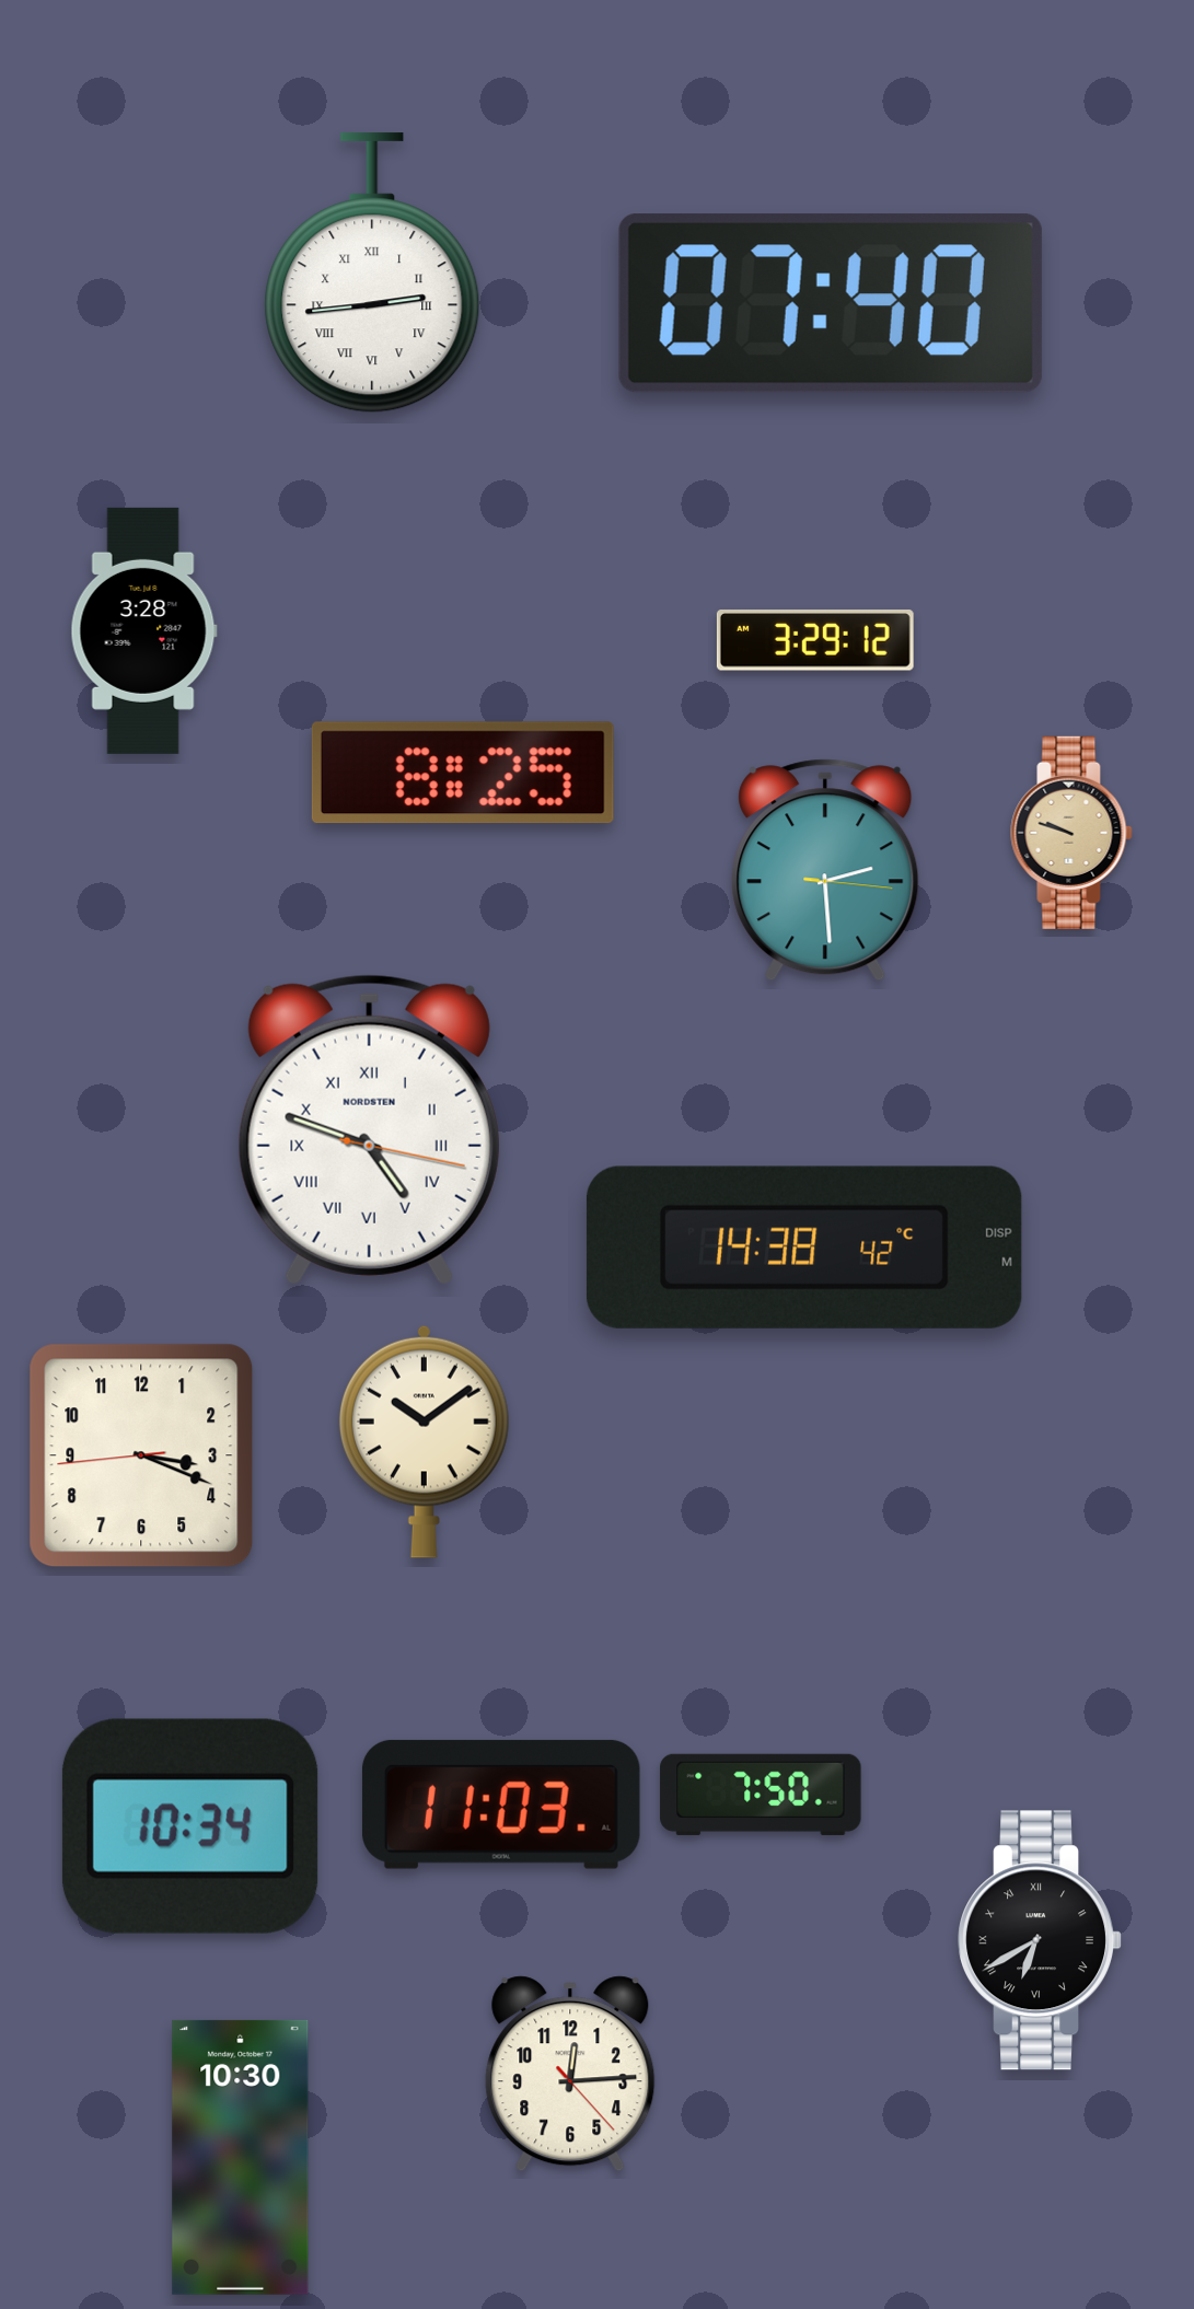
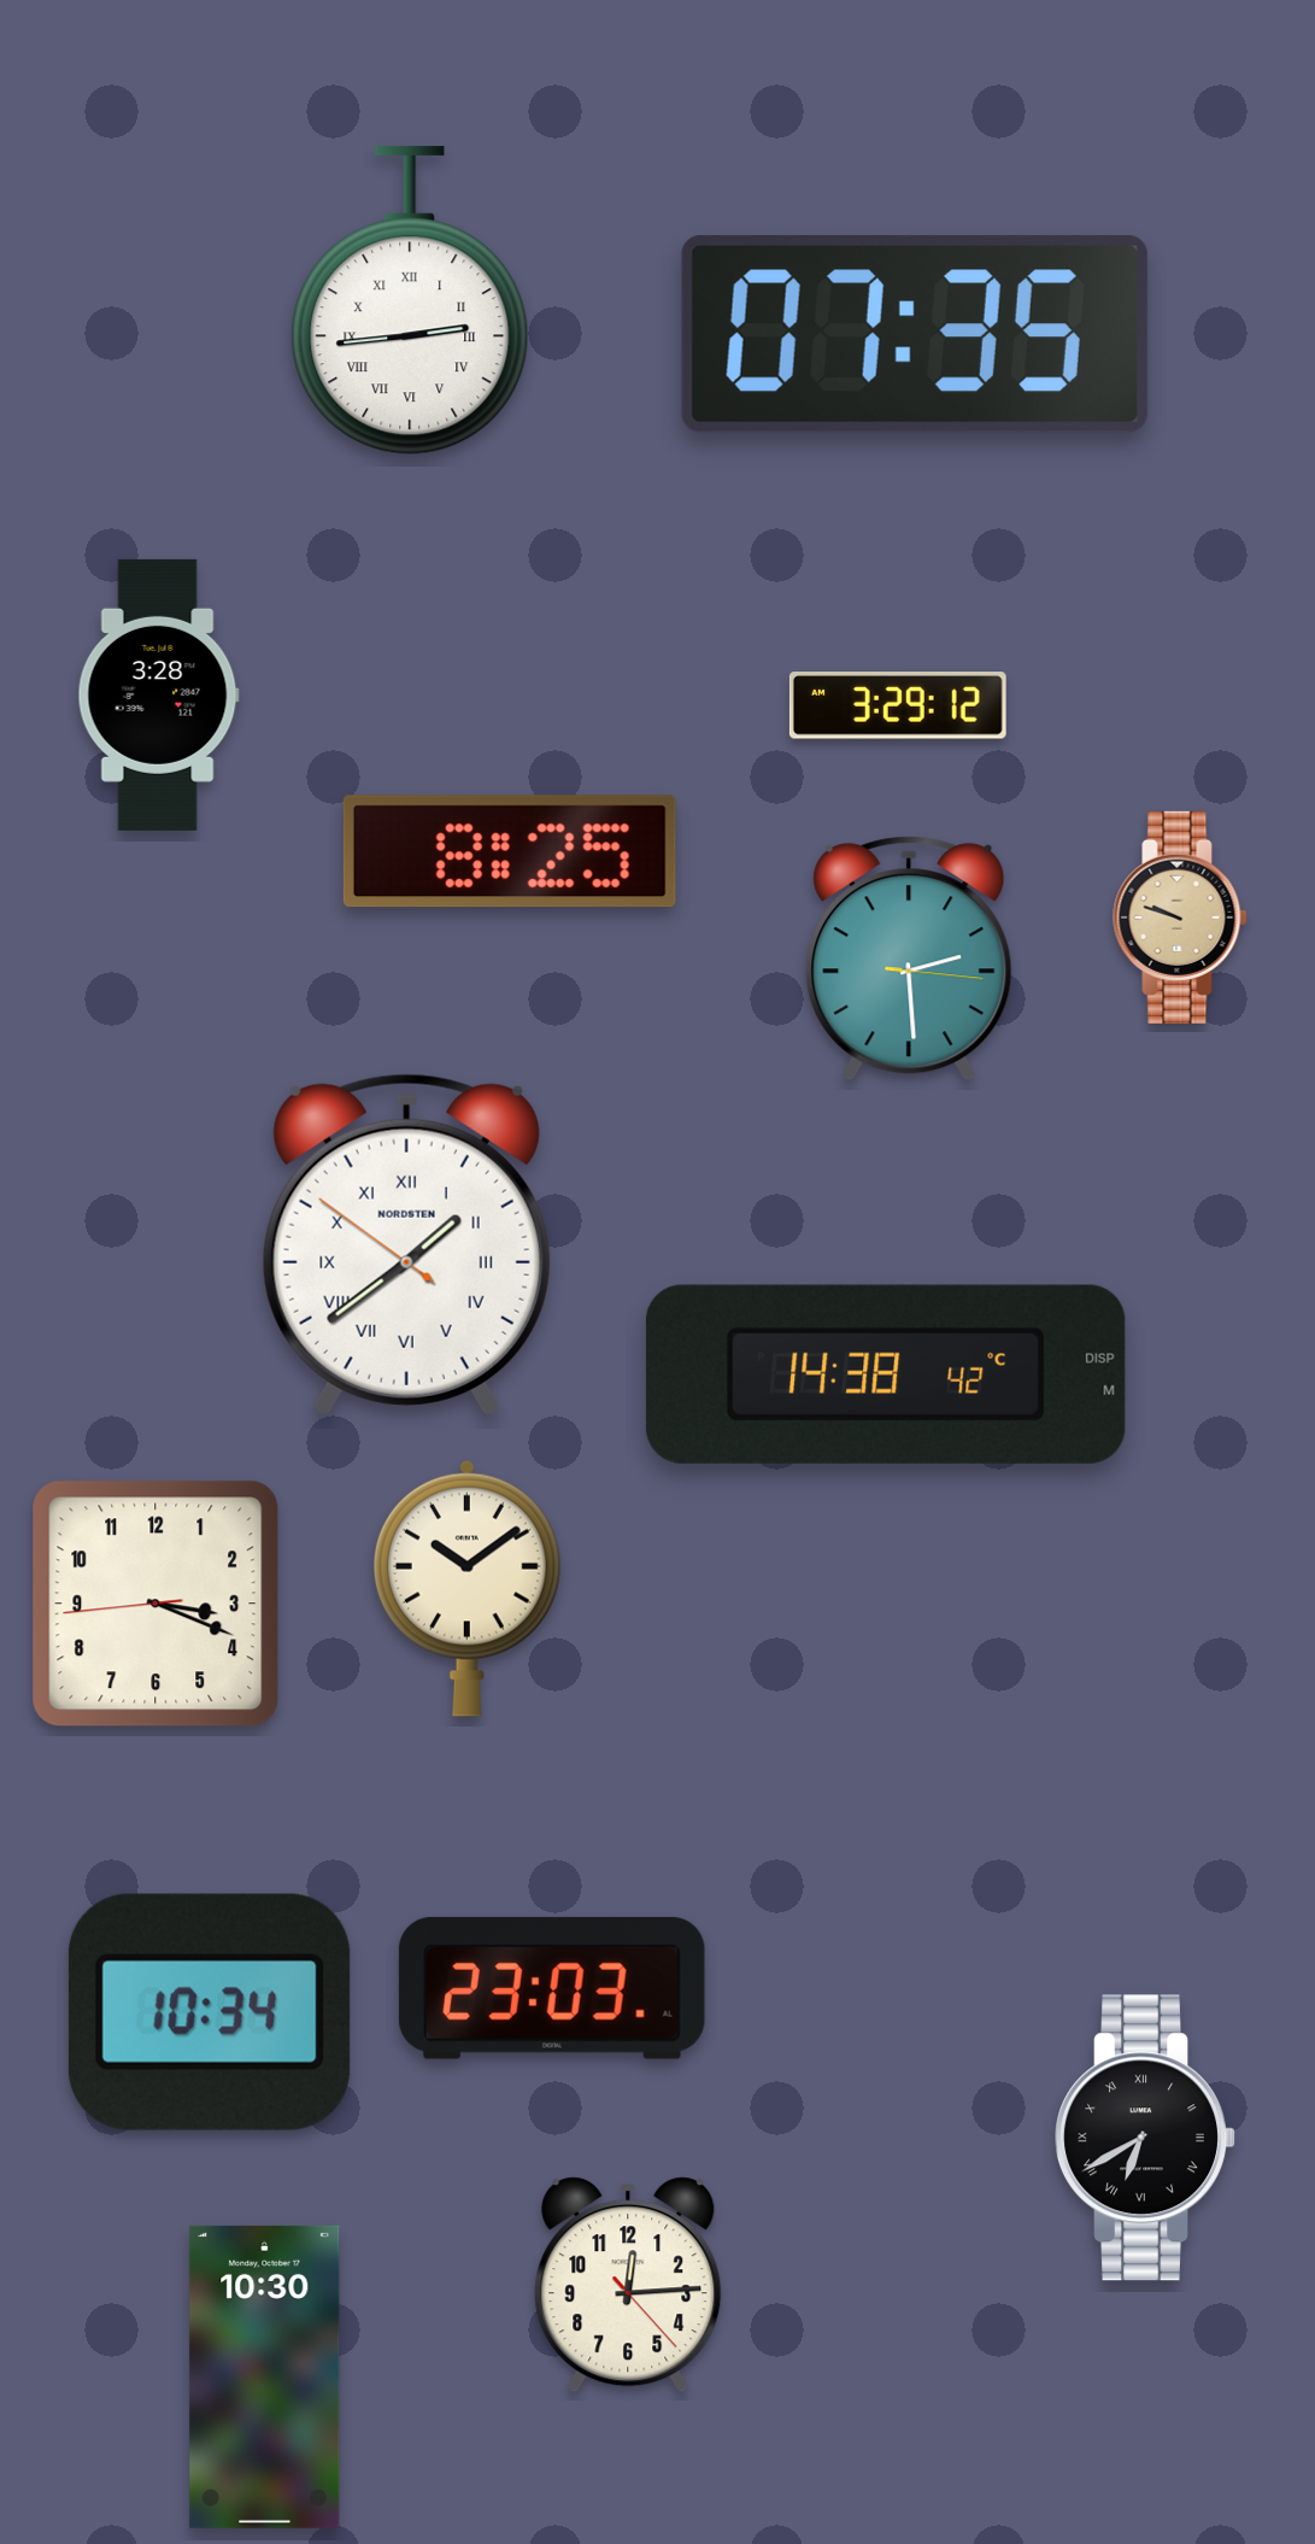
clock at (831, 303): 07:40 -> 07:35
clock at (369, 1129): 4:48 -> 1:38
clock at (761, 1795): 7:50 -> none
clock at (501, 1805): 11:03 -> 23:03
